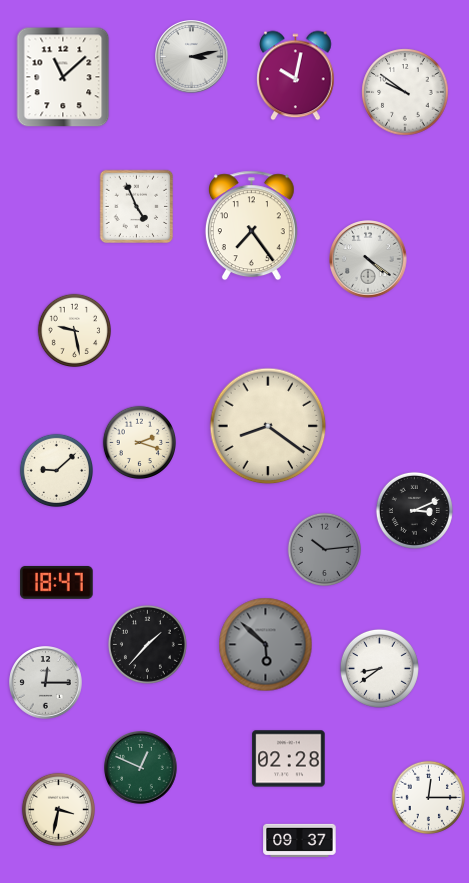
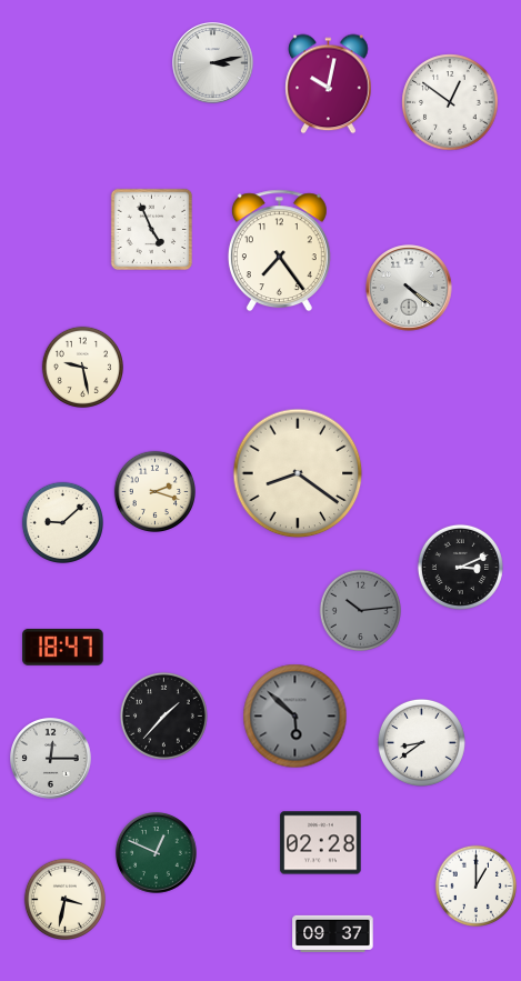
clock at (63, 77): 11:08 -> none
clock at (405, 92): 9:51 -> 12:51
clock at (428, 797): 12:15 -> 1:00
